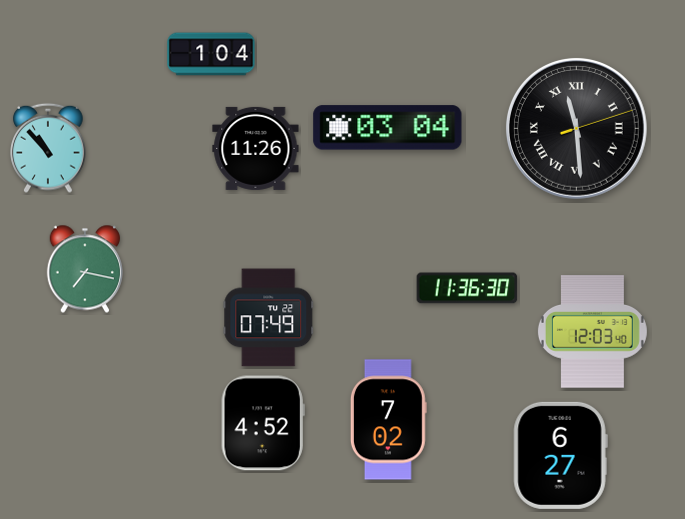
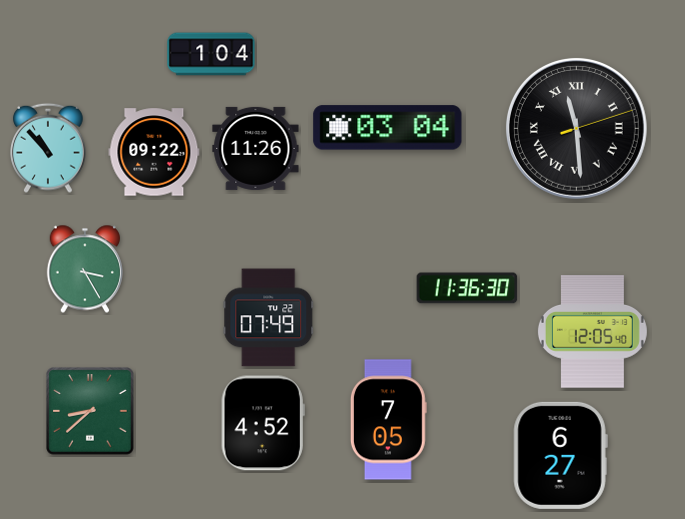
clock at (154, 152): none -> 09:22
clock at (84, 269): 7:17 -> 3:25
clock at (592, 332): 12:03 -> 12:05
clock at (90, 411): none -> 8:38
clock at (388, 420): 7:02 -> 7:05
